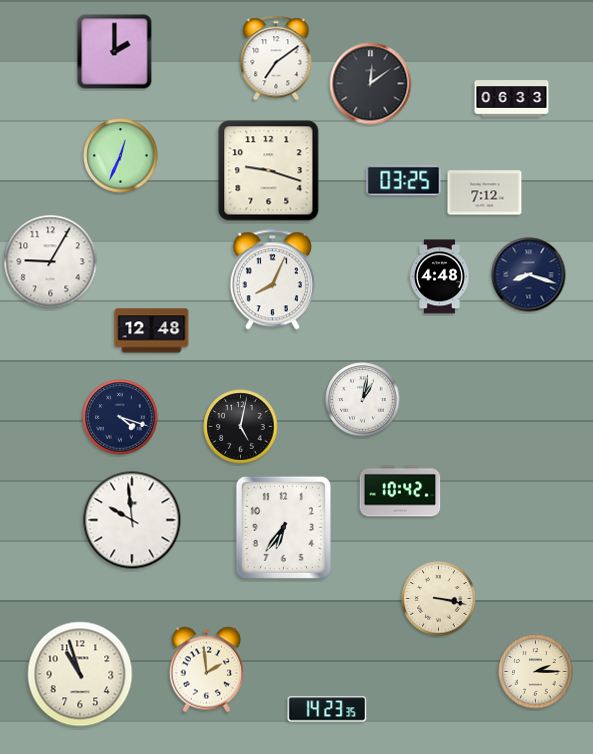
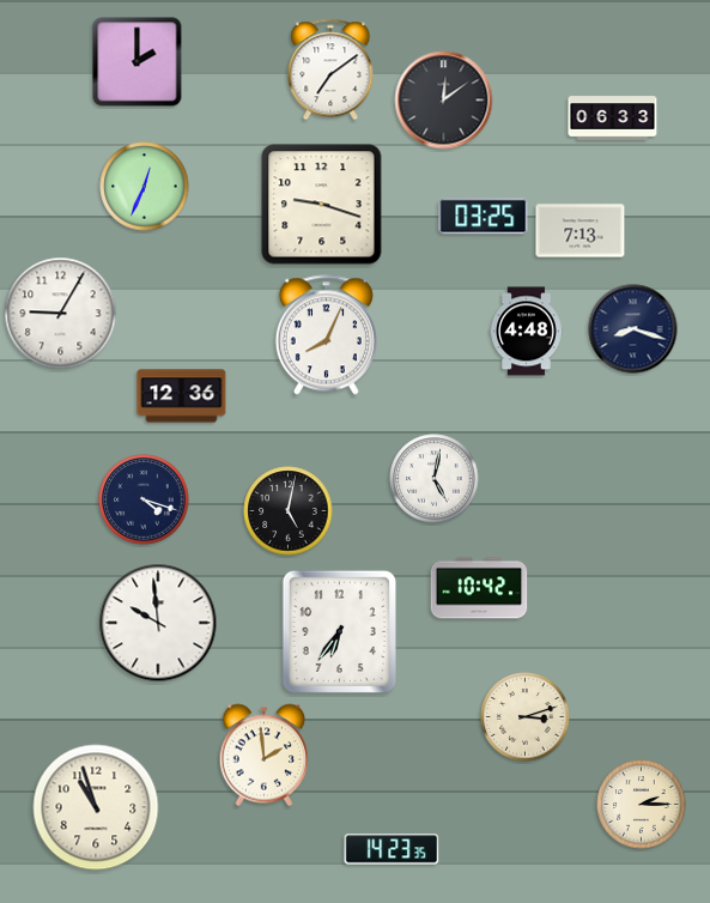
clock at (485, 193): 7:12 -> 7:13
clock at (152, 331): 12:48 -> 12:36
clock at (363, 400): 1:02 -> 5:02
clock at (439, 599): 3:17 -> 3:12
clock at (207, 670) position: (207, 670) -> (265, 756)
